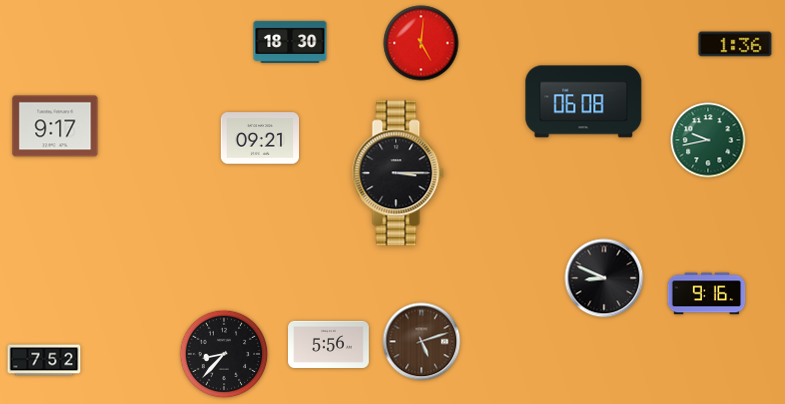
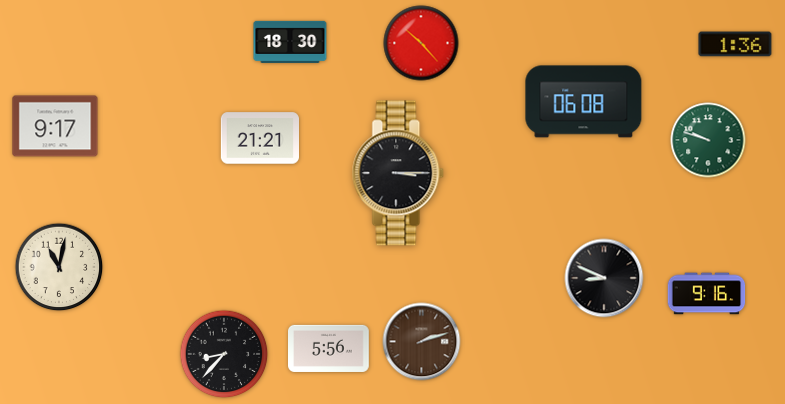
clock at (421, 43): 5:01 -> 10:23
clock at (259, 138): 09:21 -> 21:21
clock at (708, 140): 9:43 -> 9:48
clock at (59, 267): none -> 11:02
clock at (422, 342): 5:12 -> 2:12
clock at (329, 344) position: (329, 344) -> (329, 348)
clock at (44, 360): 7:52 -> none
